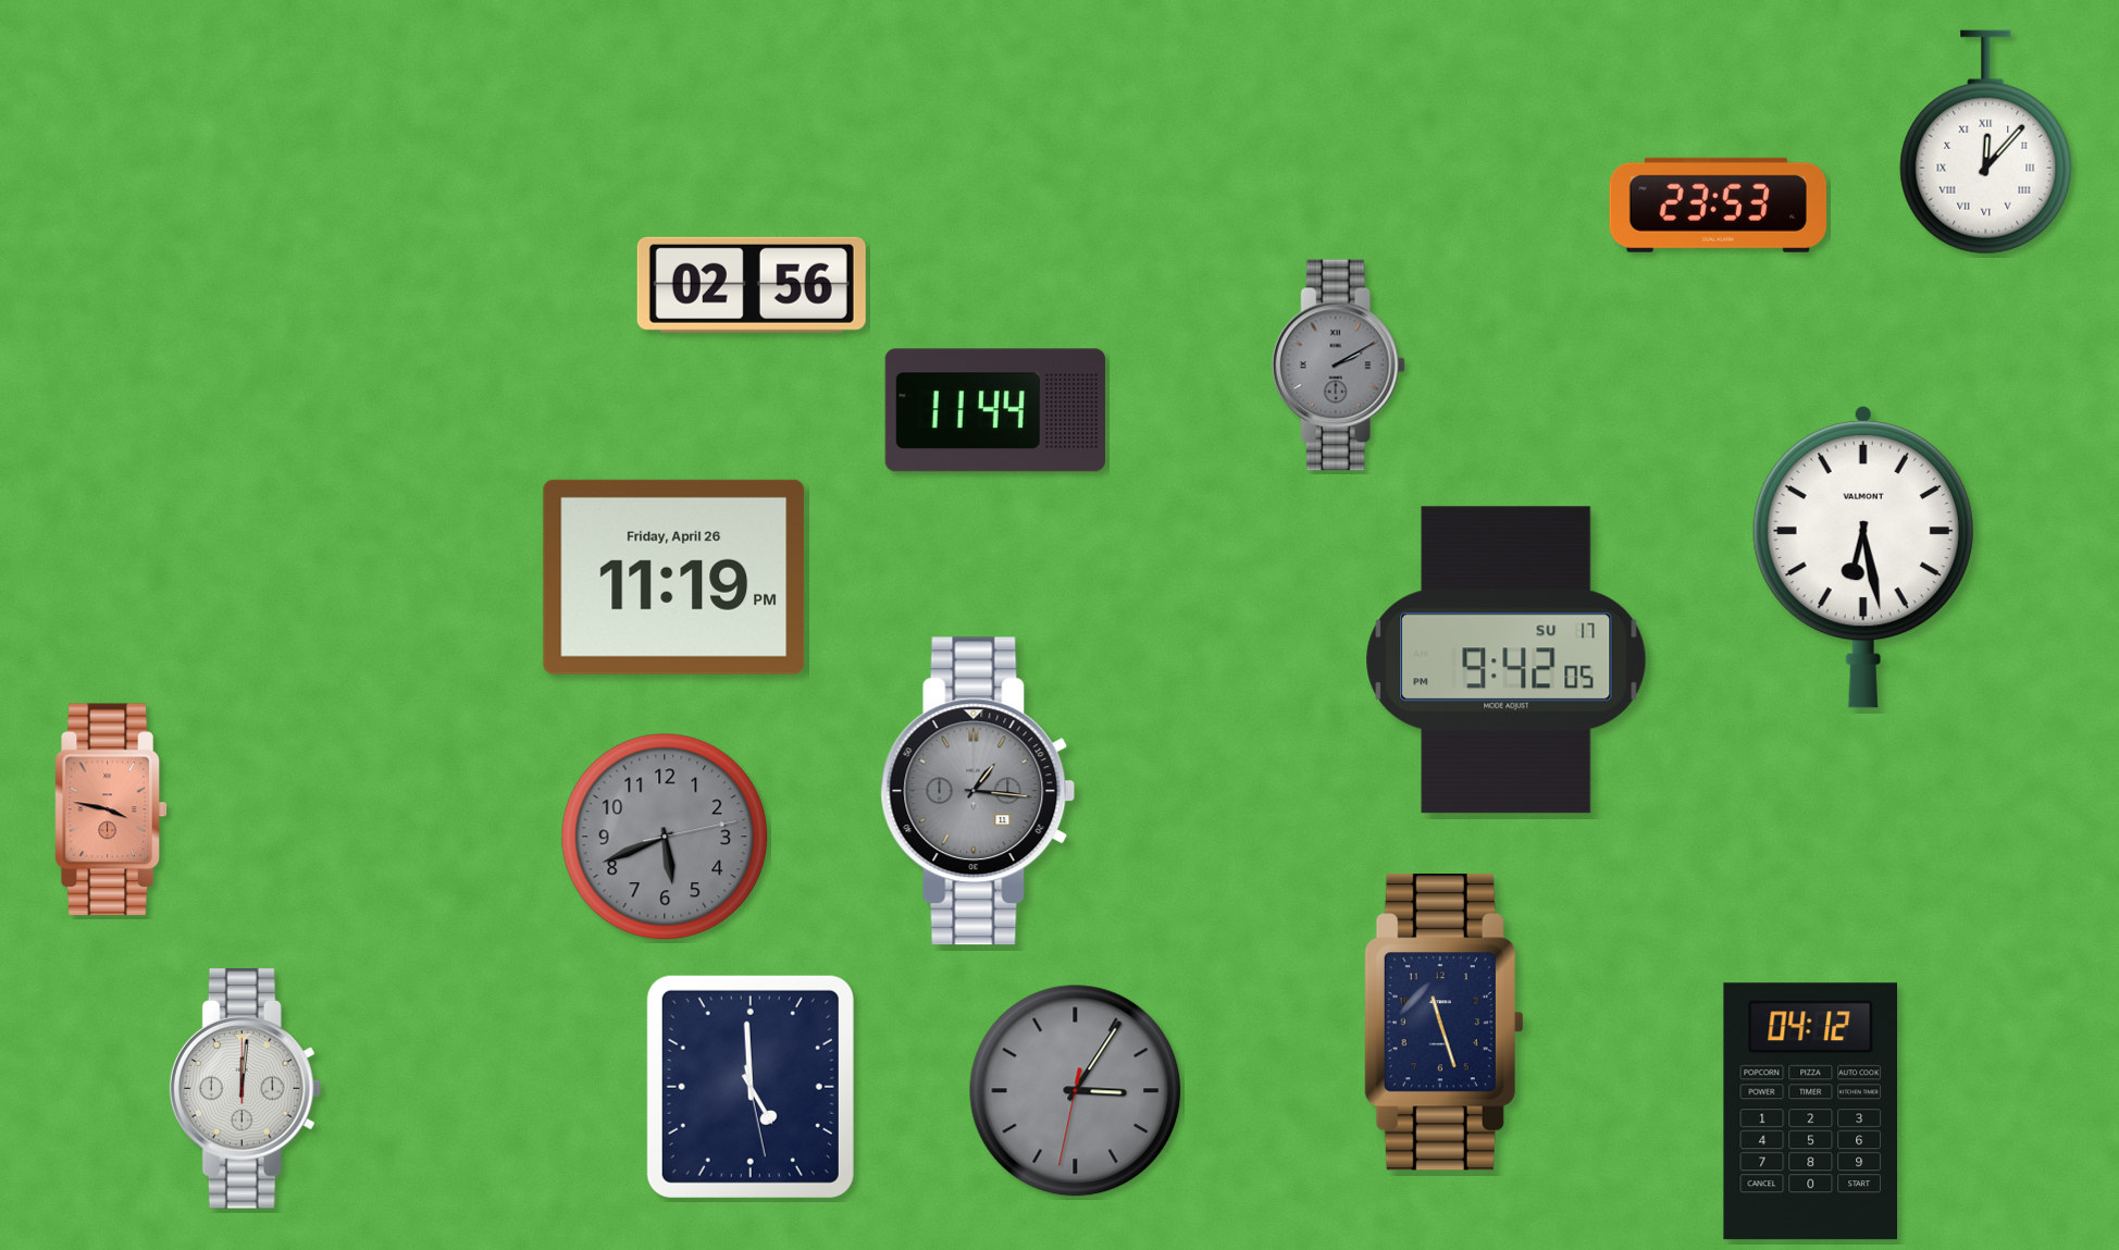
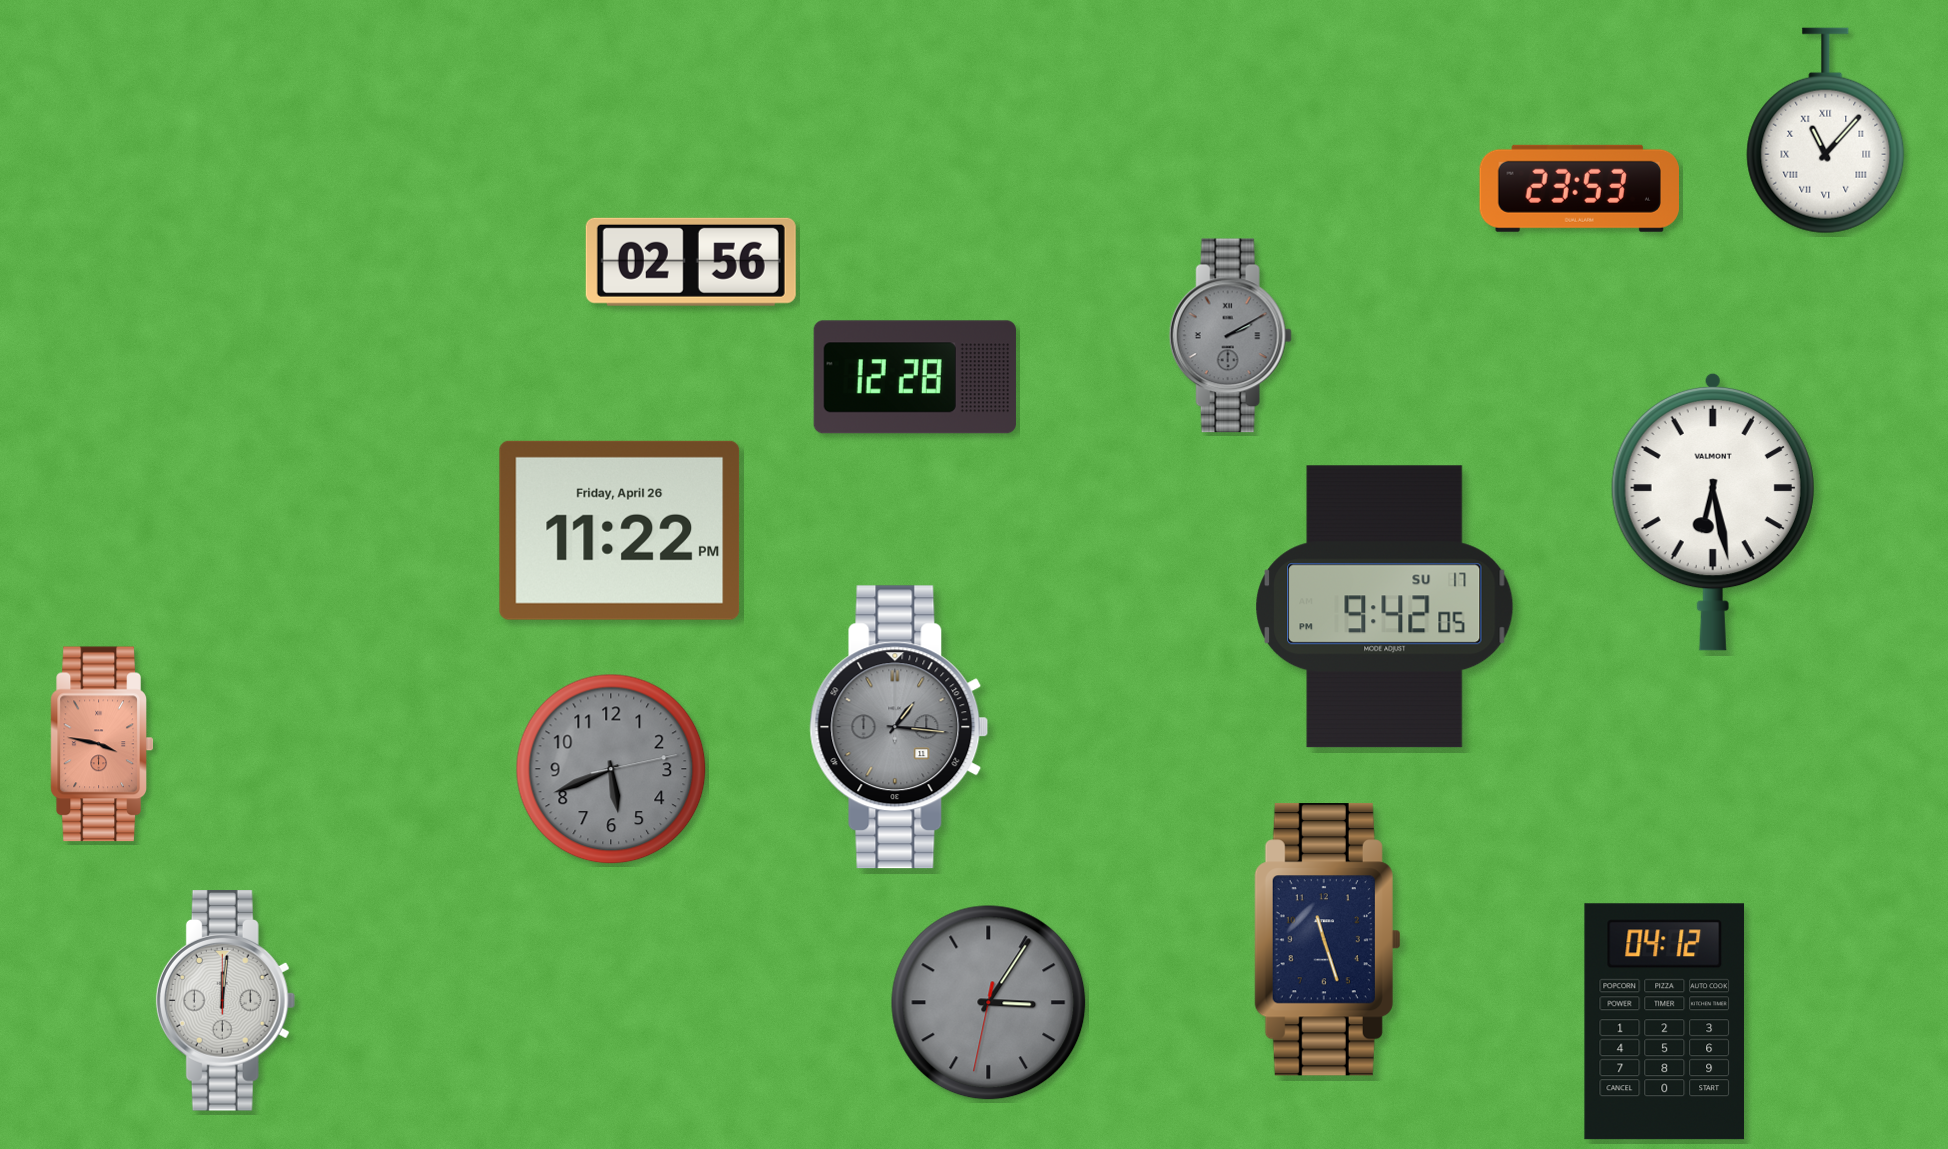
clock at (1986, 143): 12:07 -> 11:07
clock at (995, 410): 11:44 -> 12:28
clock at (674, 577): 11:19 -> 11:22
clock at (751, 1087): 4:59 -> none
